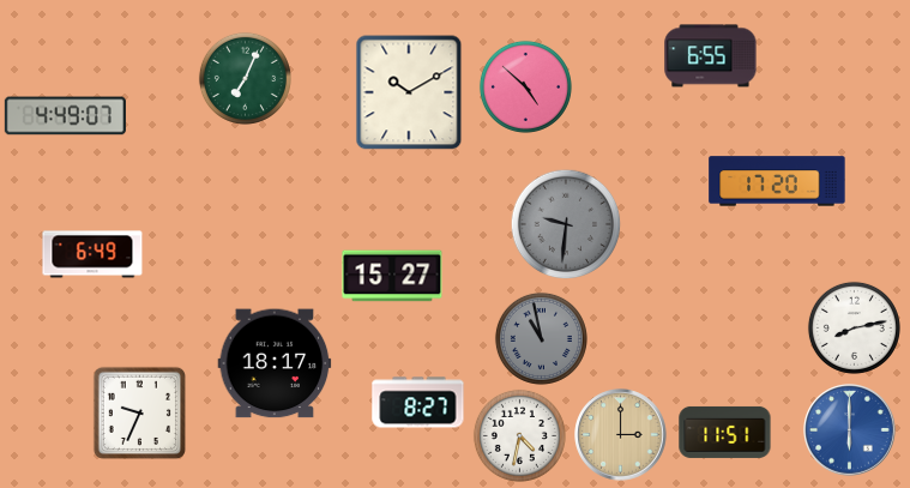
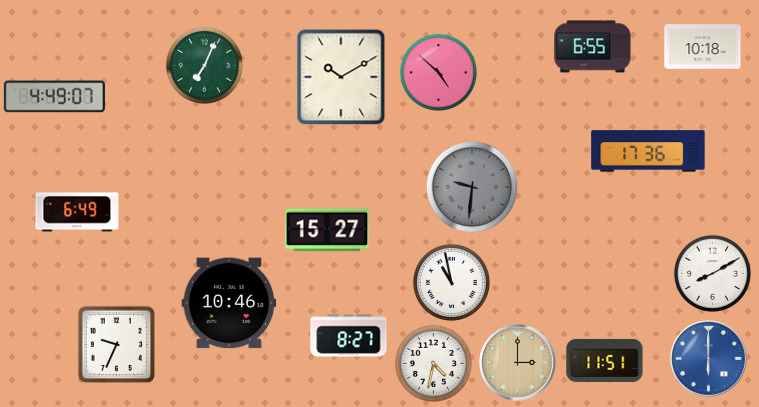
clock at (703, 47): none -> 10:18
clock at (777, 181): 17:20 -> 17:36
clock at (854, 327): 8:13 -> 8:10
clock at (541, 338) dial: grey -> white
clock at (275, 363): 18:17 -> 10:46
